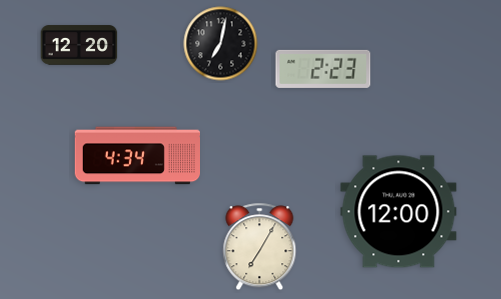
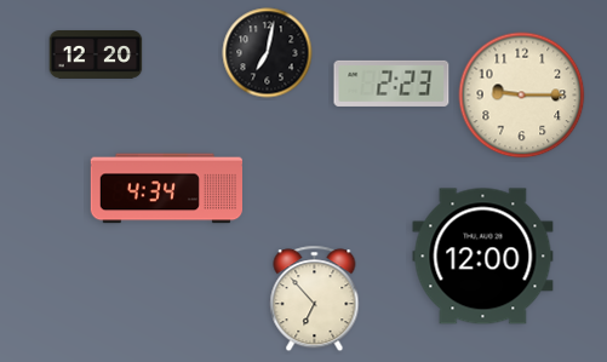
clock at (522, 96): none -> 9:15
clock at (260, 247): 7:05 -> 6:53
